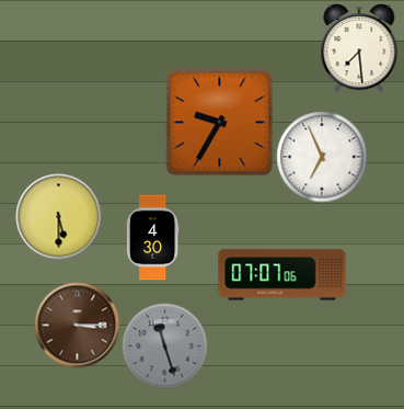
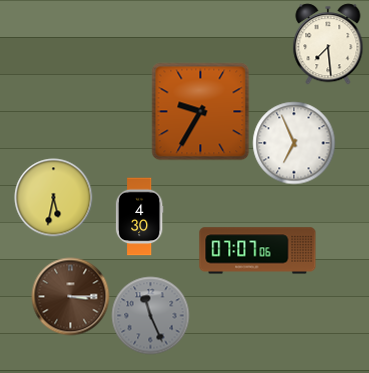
clock at (58, 216): 5:30 -> 5:32
clock at (164, 345): 11:27 -> 11:26
